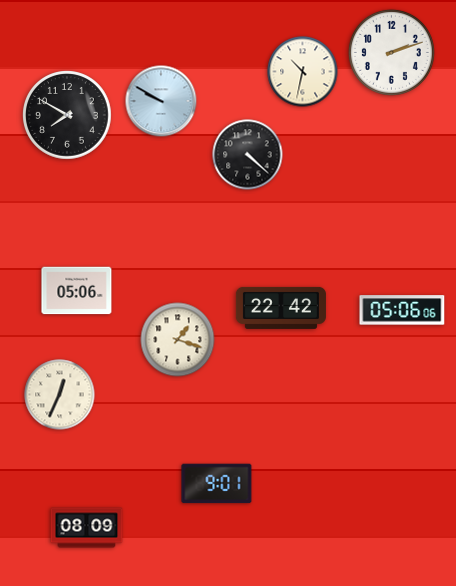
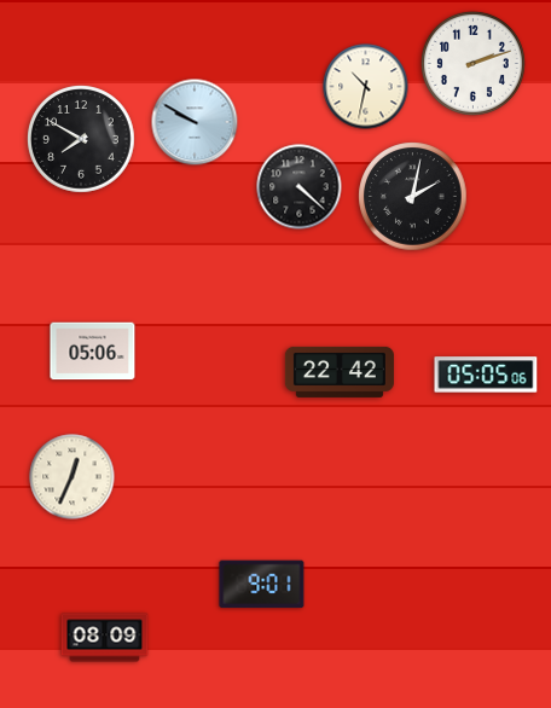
clock at (413, 197): none -> 2:02
clock at (402, 310): 05:06 -> 05:05
clock at (178, 340): 1:18 -> none
